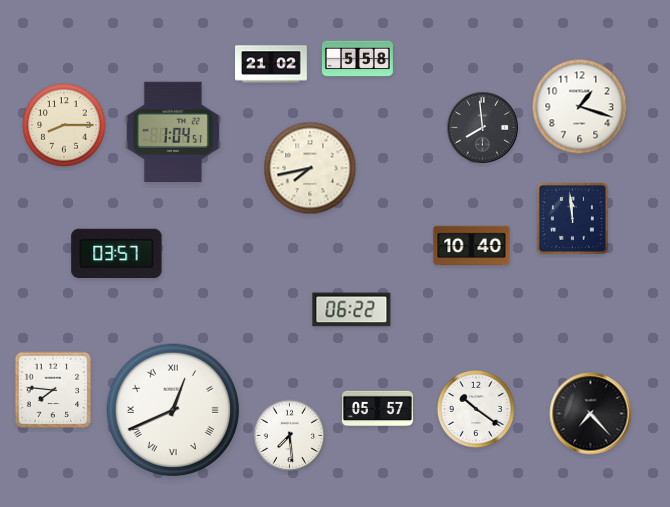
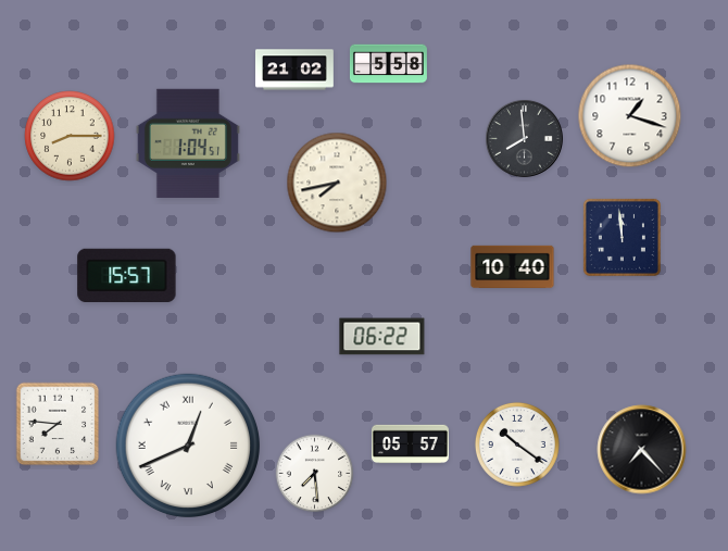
clock at (117, 253): 03:57 -> 15:57
